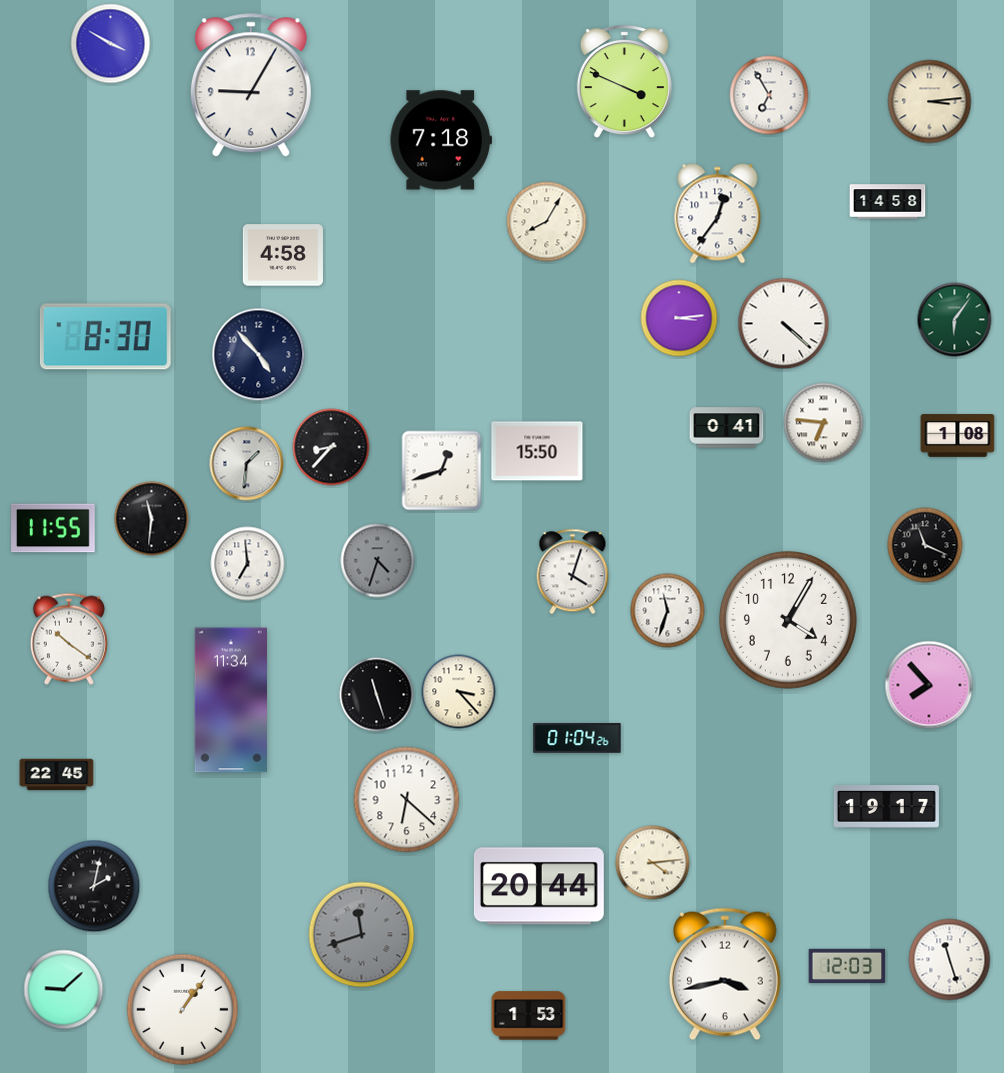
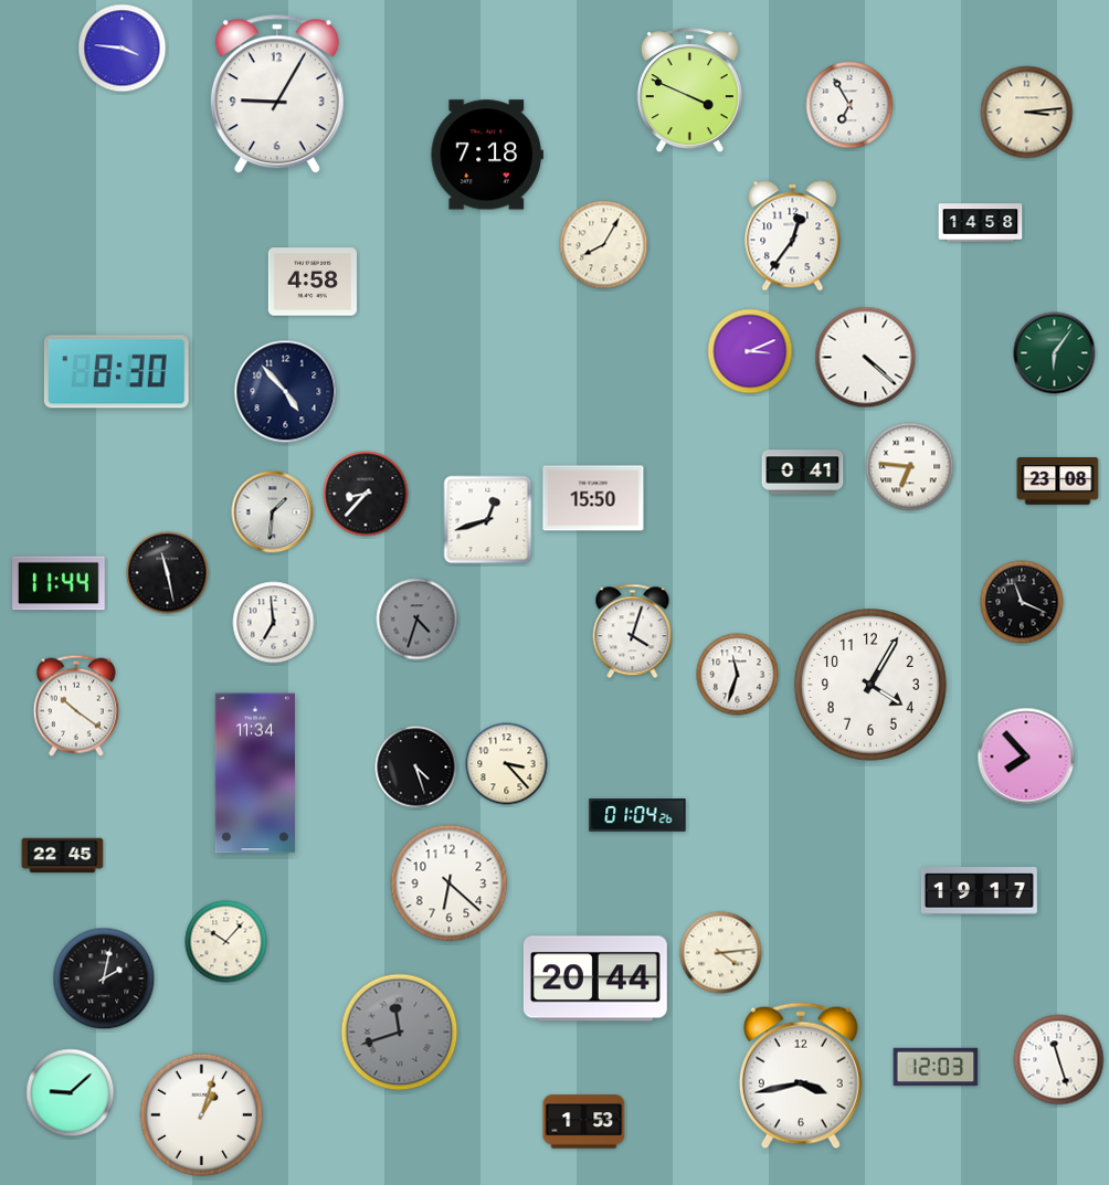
clock at (111, 44): 3:50 -> 3:46
clock at (679, 318): 3:14 -> 3:11
clock at (958, 436): 1:08 -> 23:08
clock at (152, 519): 11:31 -> 11:28
clock at (54, 528): 11:55 -> 11:44
clock at (377, 695): 11:27 -> 4:27
clock at (226, 942): none -> 10:07
clock at (950, 960) position: (950, 960) -> (1059, 1060)
clock at (183, 1010): 1:06 -> 1:03
